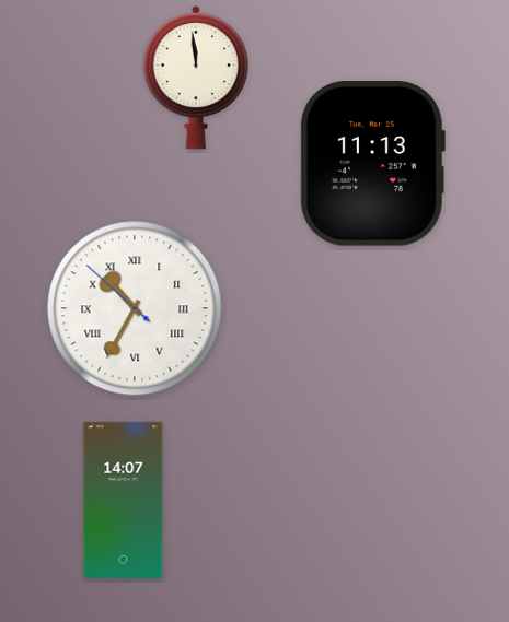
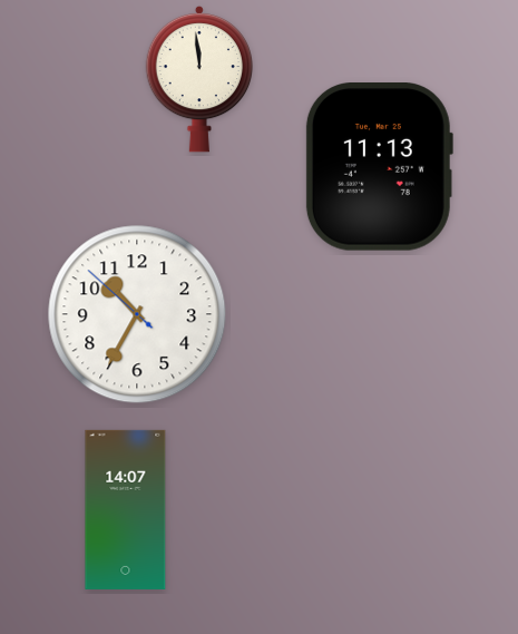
clock at (135, 308) numerals: Roman -> Arabic
